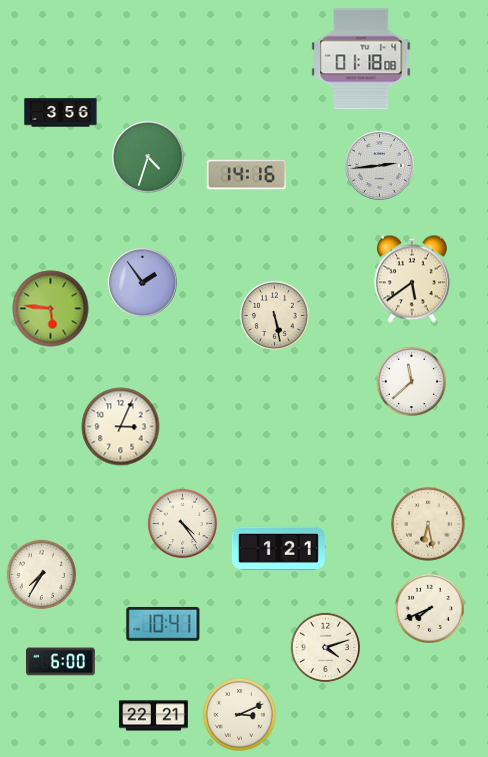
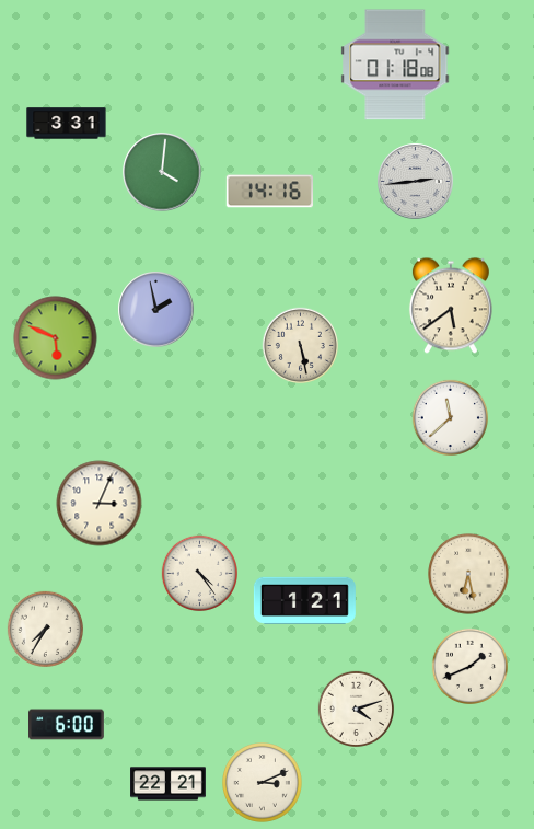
clock at (61, 113): 3:56 -> 3:31
clock at (148, 157): 4:33 -> 4:01
clock at (143, 283): 1:54 -> 1:58
clock at (51, 309): 5:46 -> 5:49
clock at (121, 427) position: (121, 427) -> (100, 504)
clock at (429, 608): 7:41 -> 1:41
clock at (163, 624): 10:41 -> none
